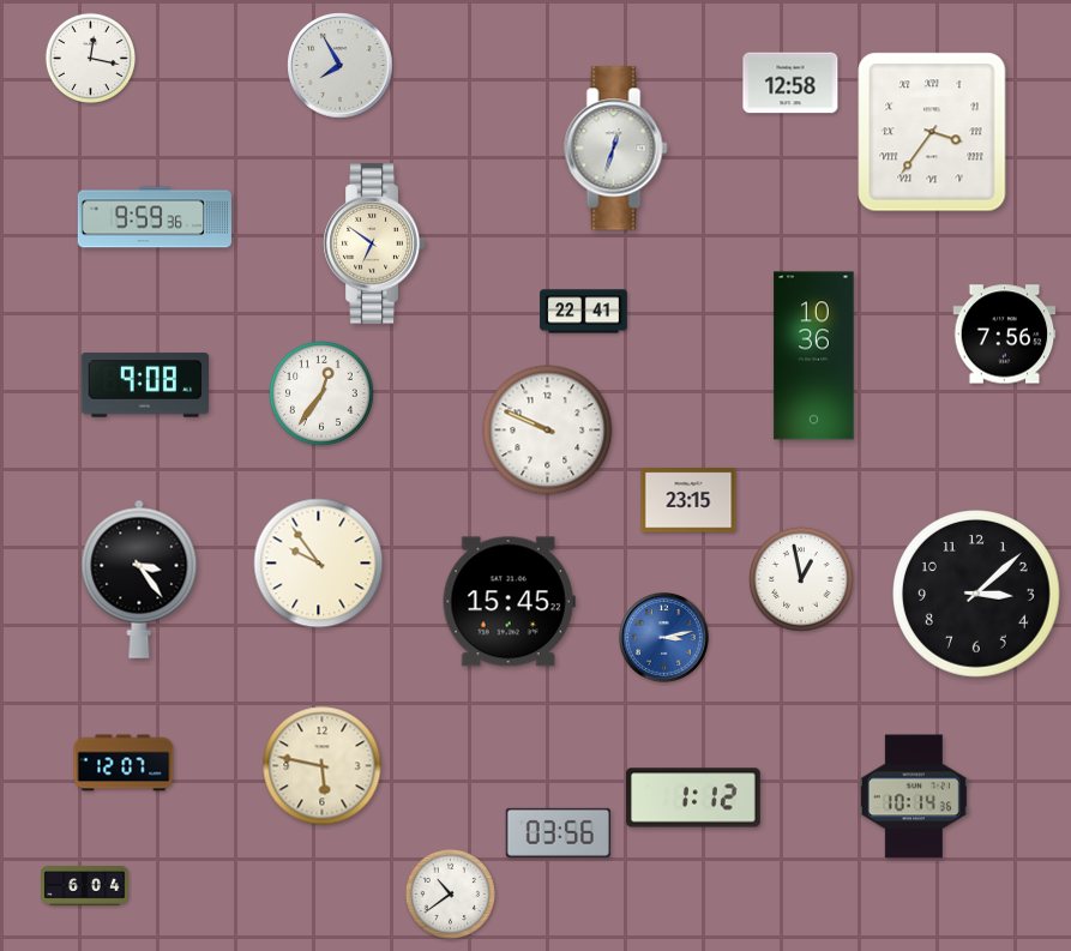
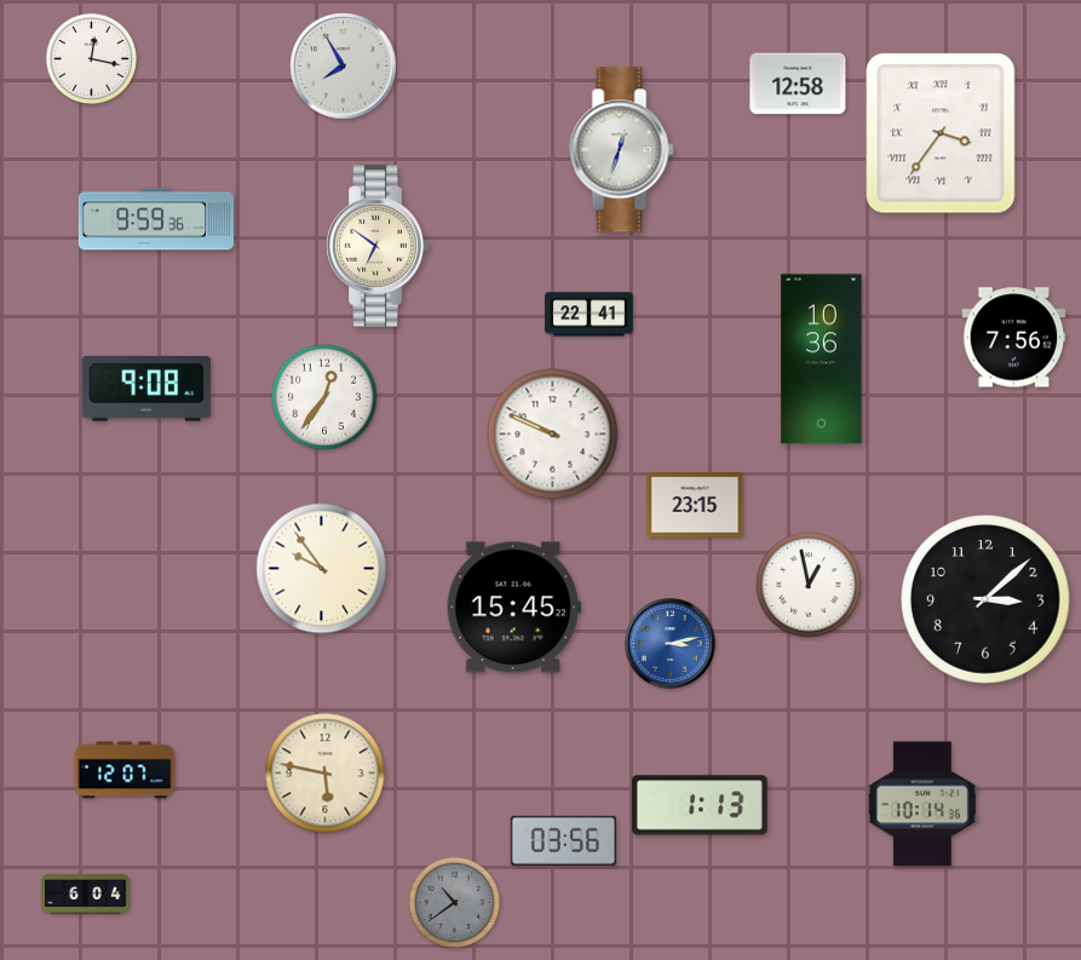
clock at (139, 579): 3:24 -> none
clock at (694, 797): 1:12 -> 1:13
clock at (450, 893) dial: white -> grey
